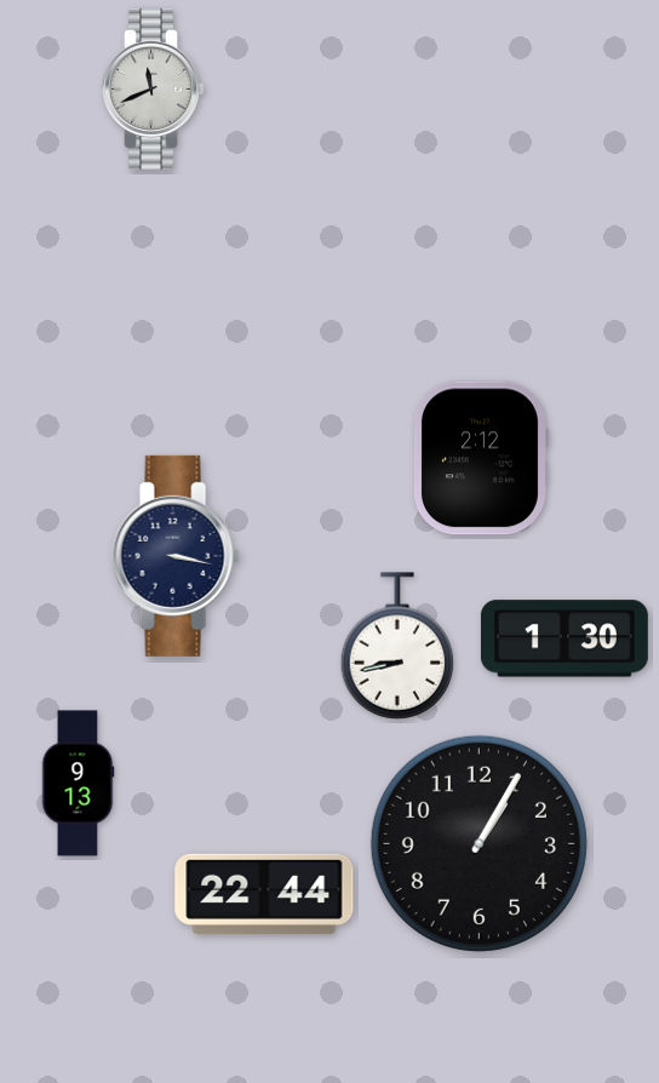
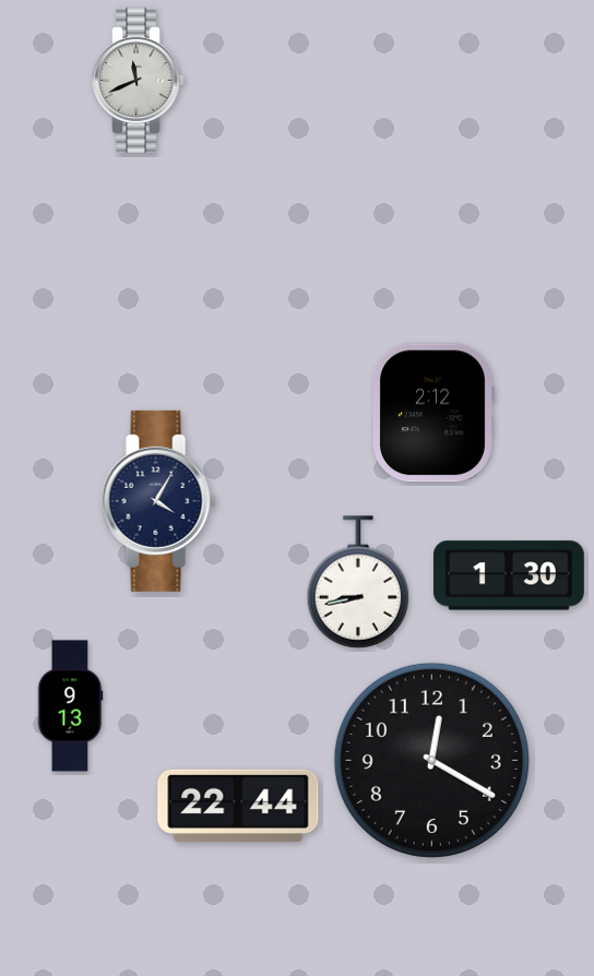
clock at (176, 556): 3:17 -> 4:05
clock at (479, 843): 1:05 -> 12:20
